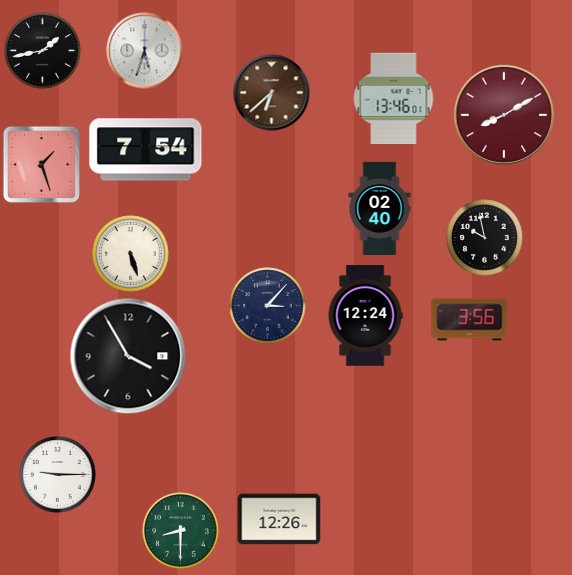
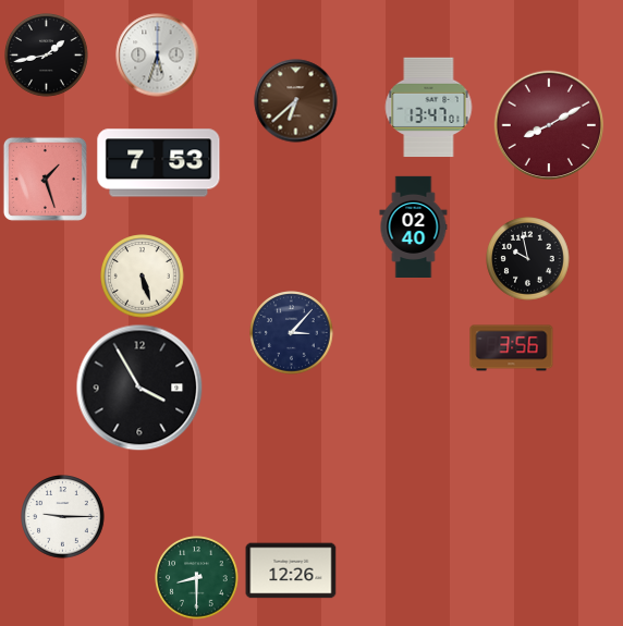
clock at (394, 99): 13:46 -> 13:47
clock at (146, 150): 7:54 -> 7:53
clock at (365, 316): 12:24 -> none
clock at (279, 519) position: (279, 519) -> (291, 570)
